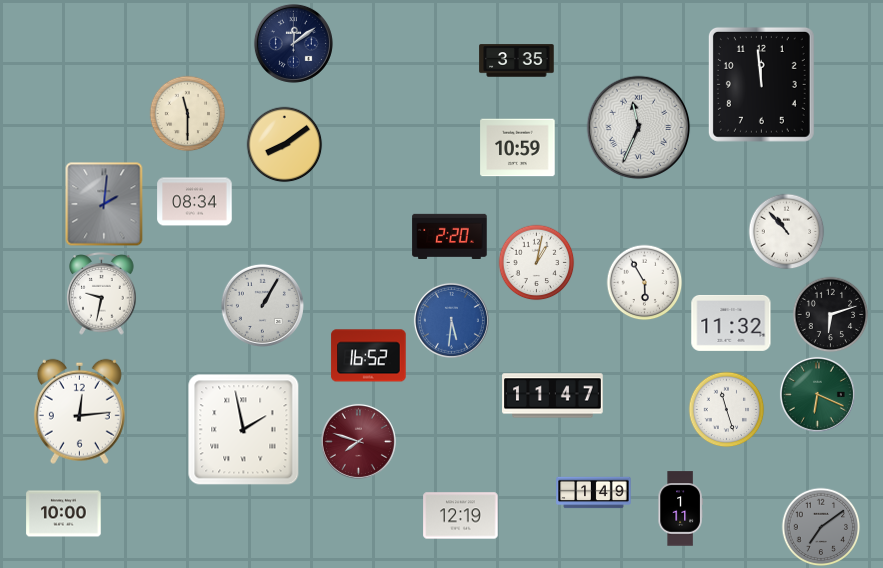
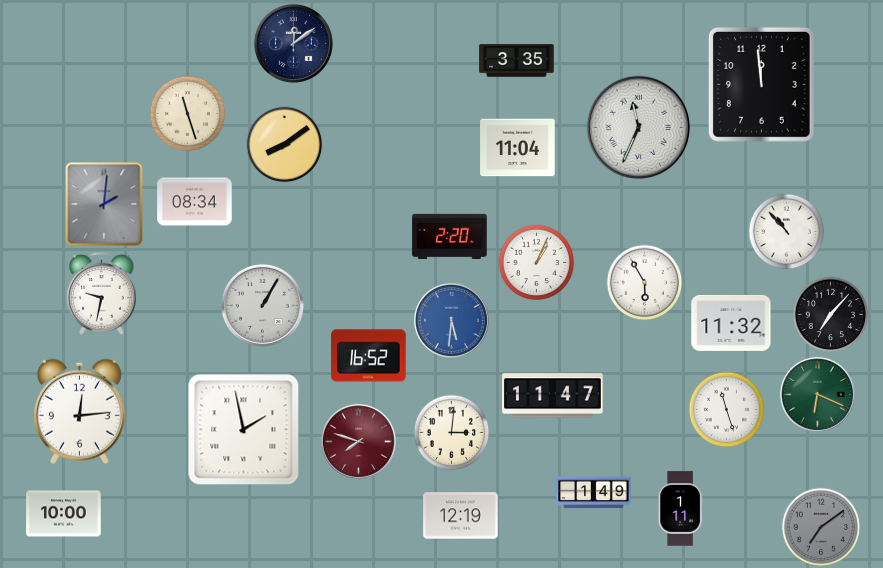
clock at (188, 114): 11:30 -> 11:27
clock at (518, 148): 10:59 -> 11:04
clock at (537, 263): 1:02 -> 1:04
clock at (831, 315): 6:12 -> 7:07
clock at (452, 433): none -> 3:01
